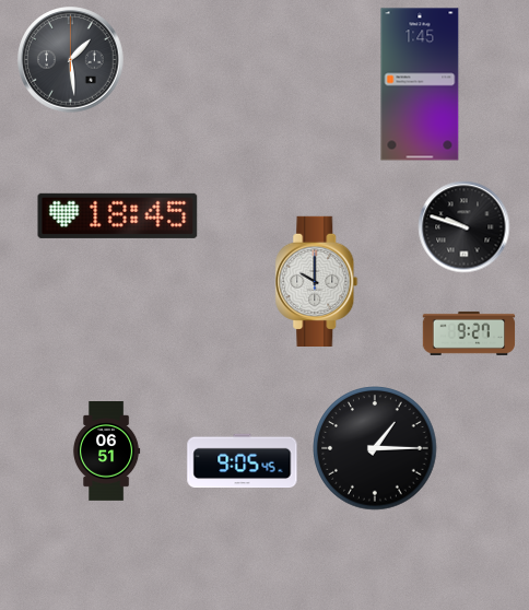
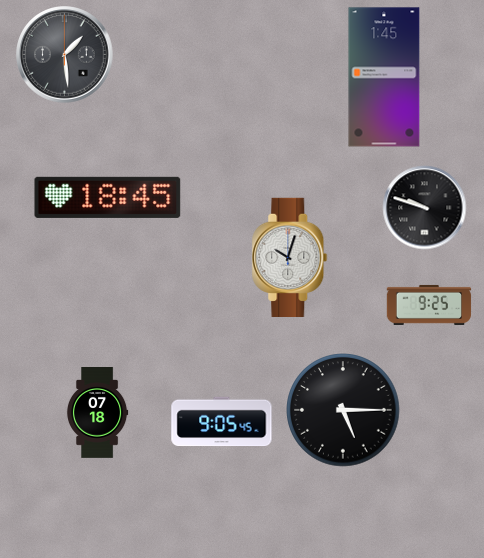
clock at (317, 281): 10:00 -> 10:03
clock at (469, 333): 9:27 -> 9:25
clock at (375, 448): 1:15 -> 5:15
clock at (106, 451): 06:51 -> 07:18
